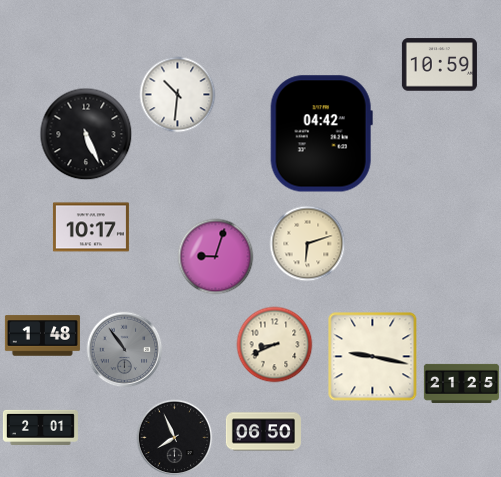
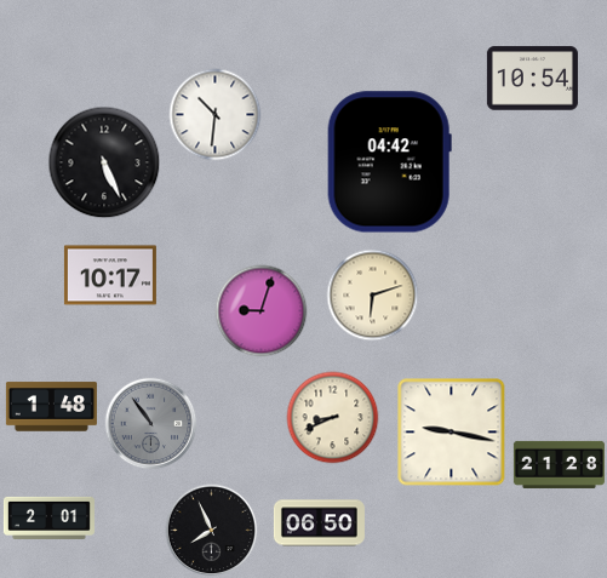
clock at (439, 65): 10:59 -> 10:54
clock at (461, 383): 21:25 -> 21:28
